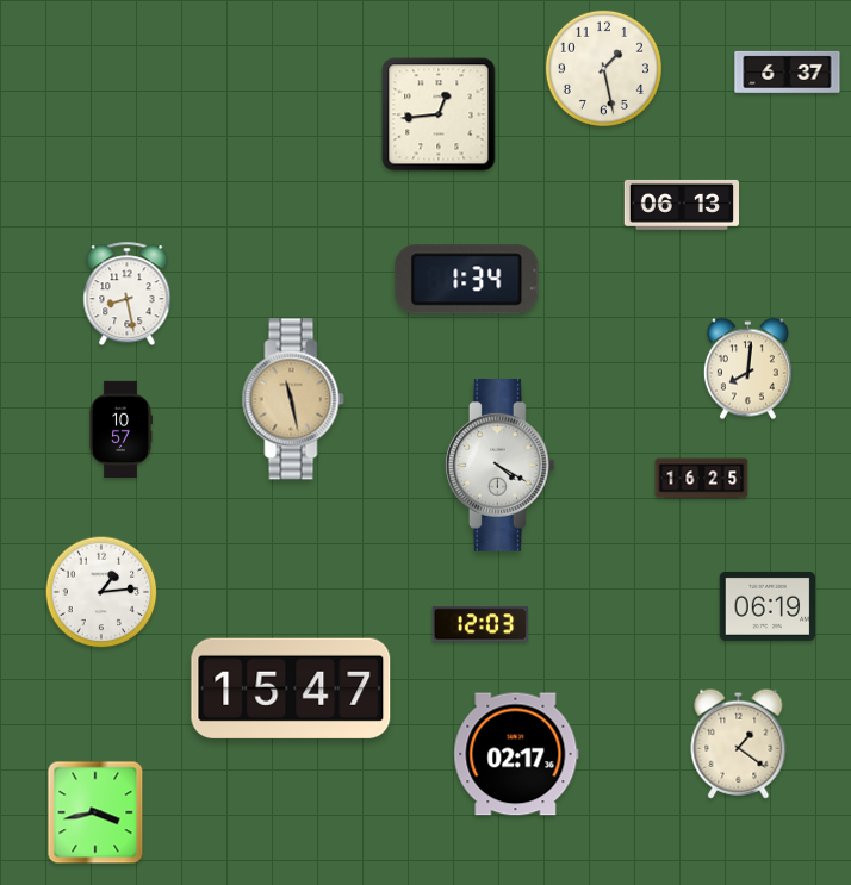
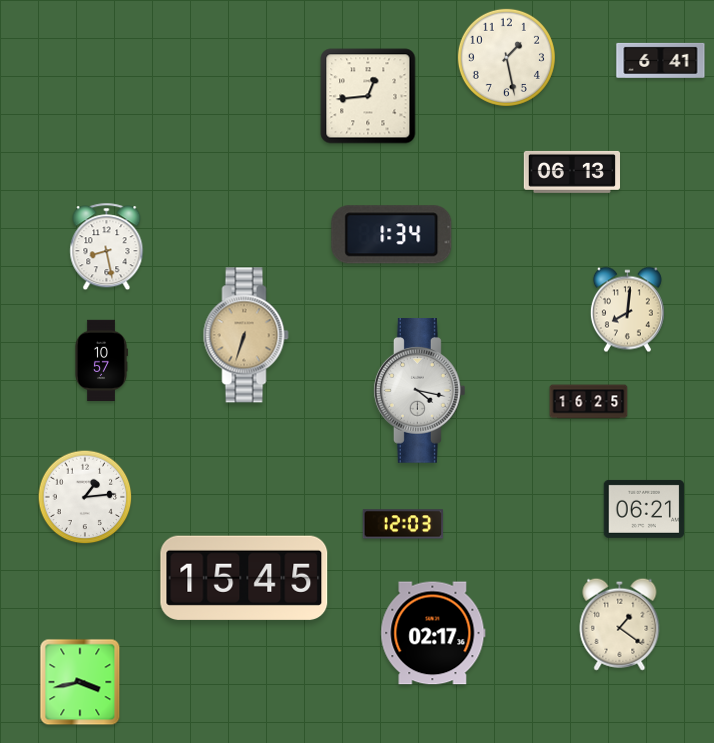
clock at (788, 71): 6:37 -> 6:41
clock at (293, 399): 11:28 -> 6:33
clock at (499, 466): 4:20 -> 4:17
clock at (768, 606): 06:19 -> 06:21
clock at (291, 688): 15:47 -> 15:45
